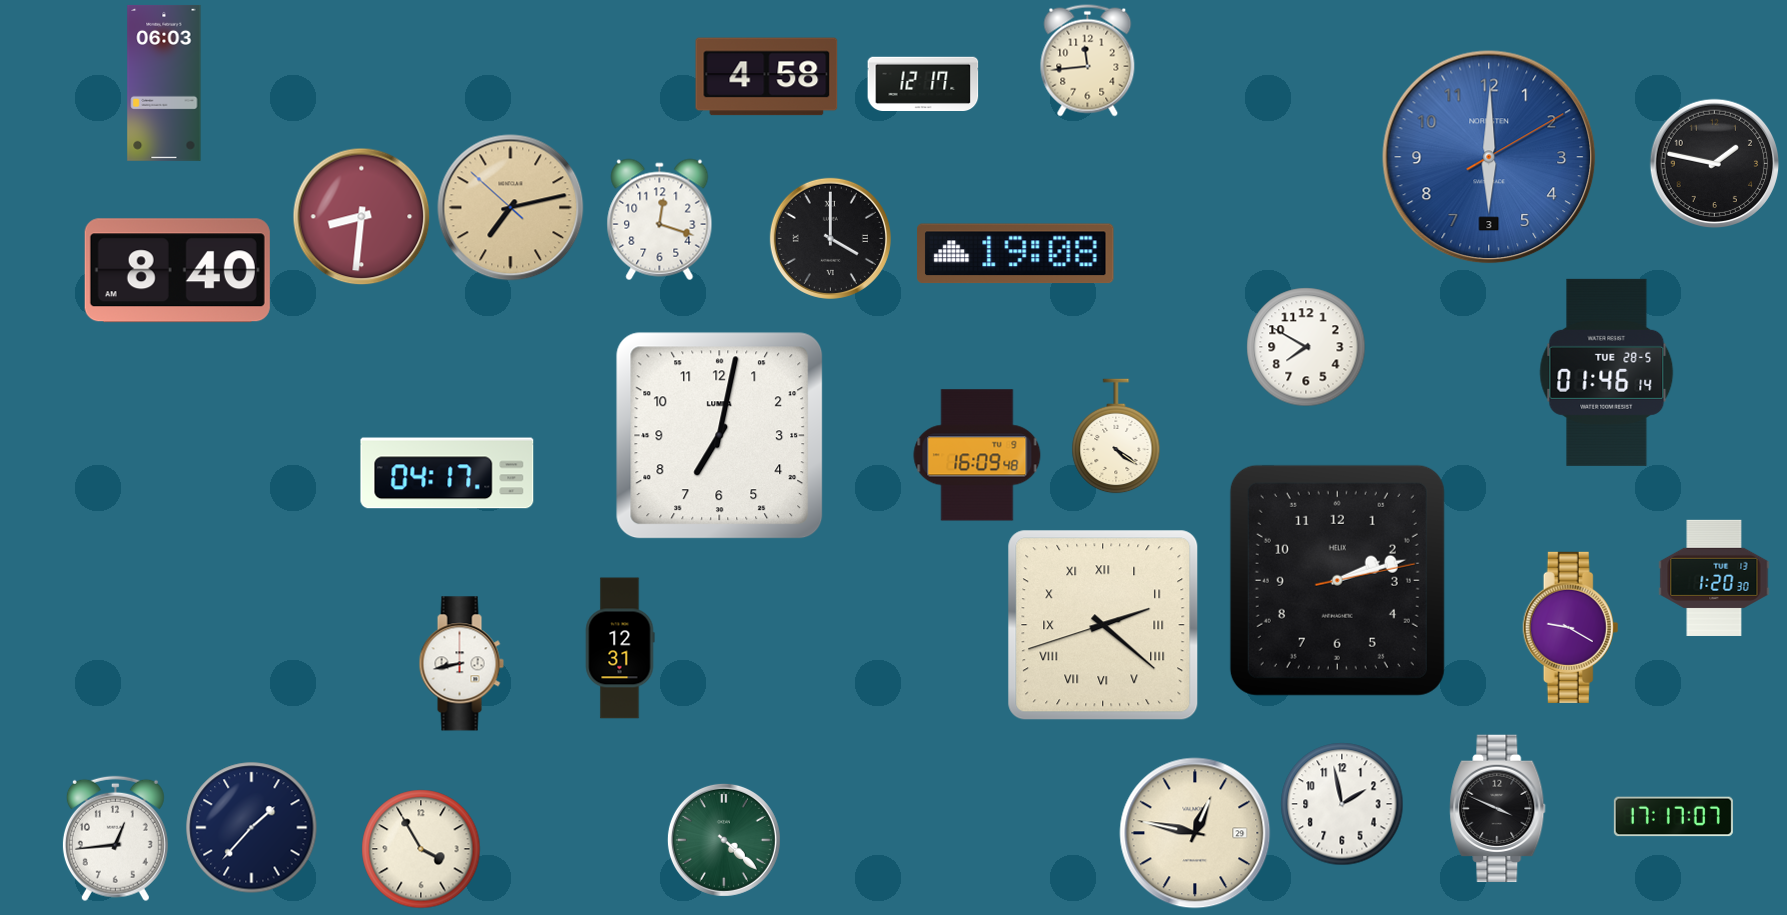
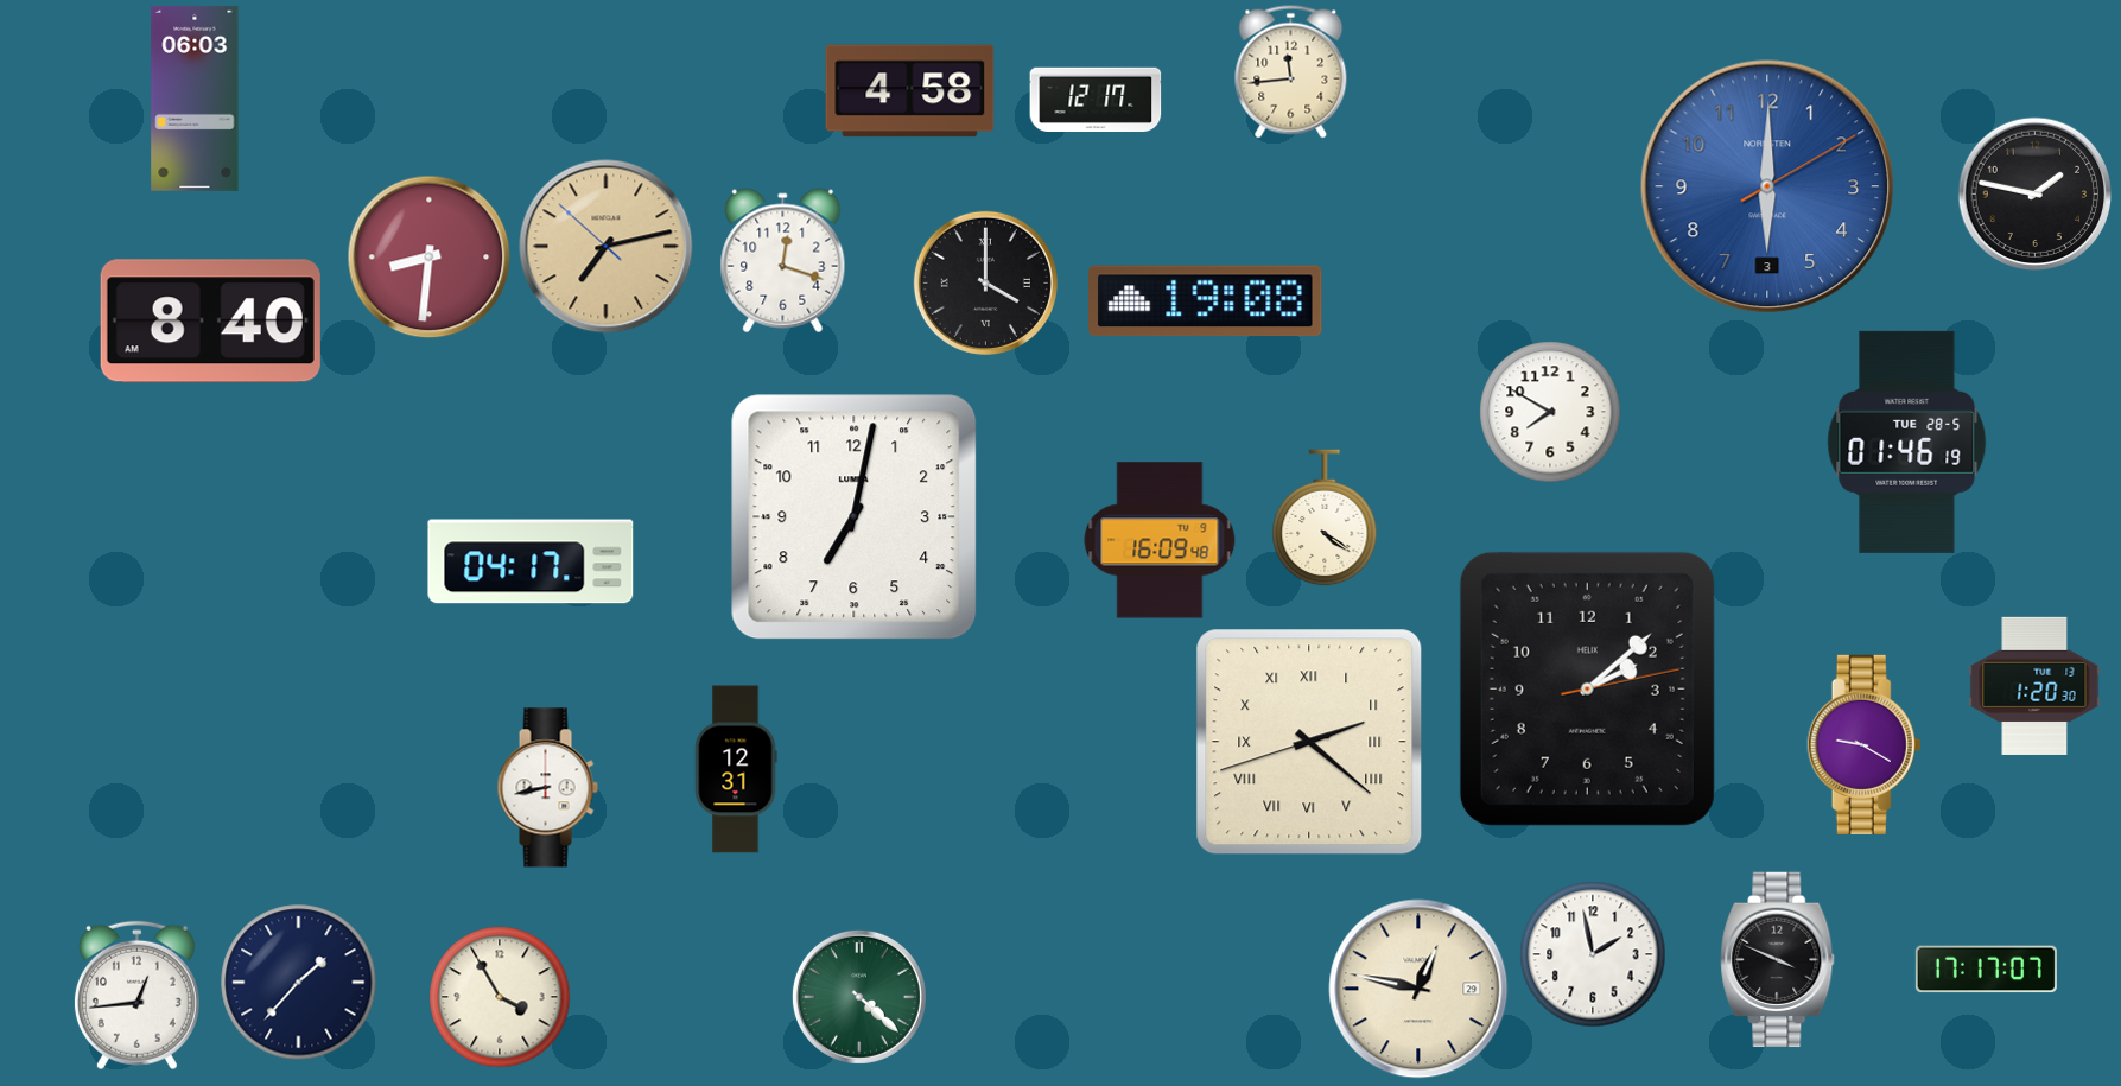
clock at (1607, 372): 01:46:14 -> 01:46:19
clock at (1337, 580): 2:12 -> 2:08
clock at (421, 849) position: (421, 849) -> (500, 997)
